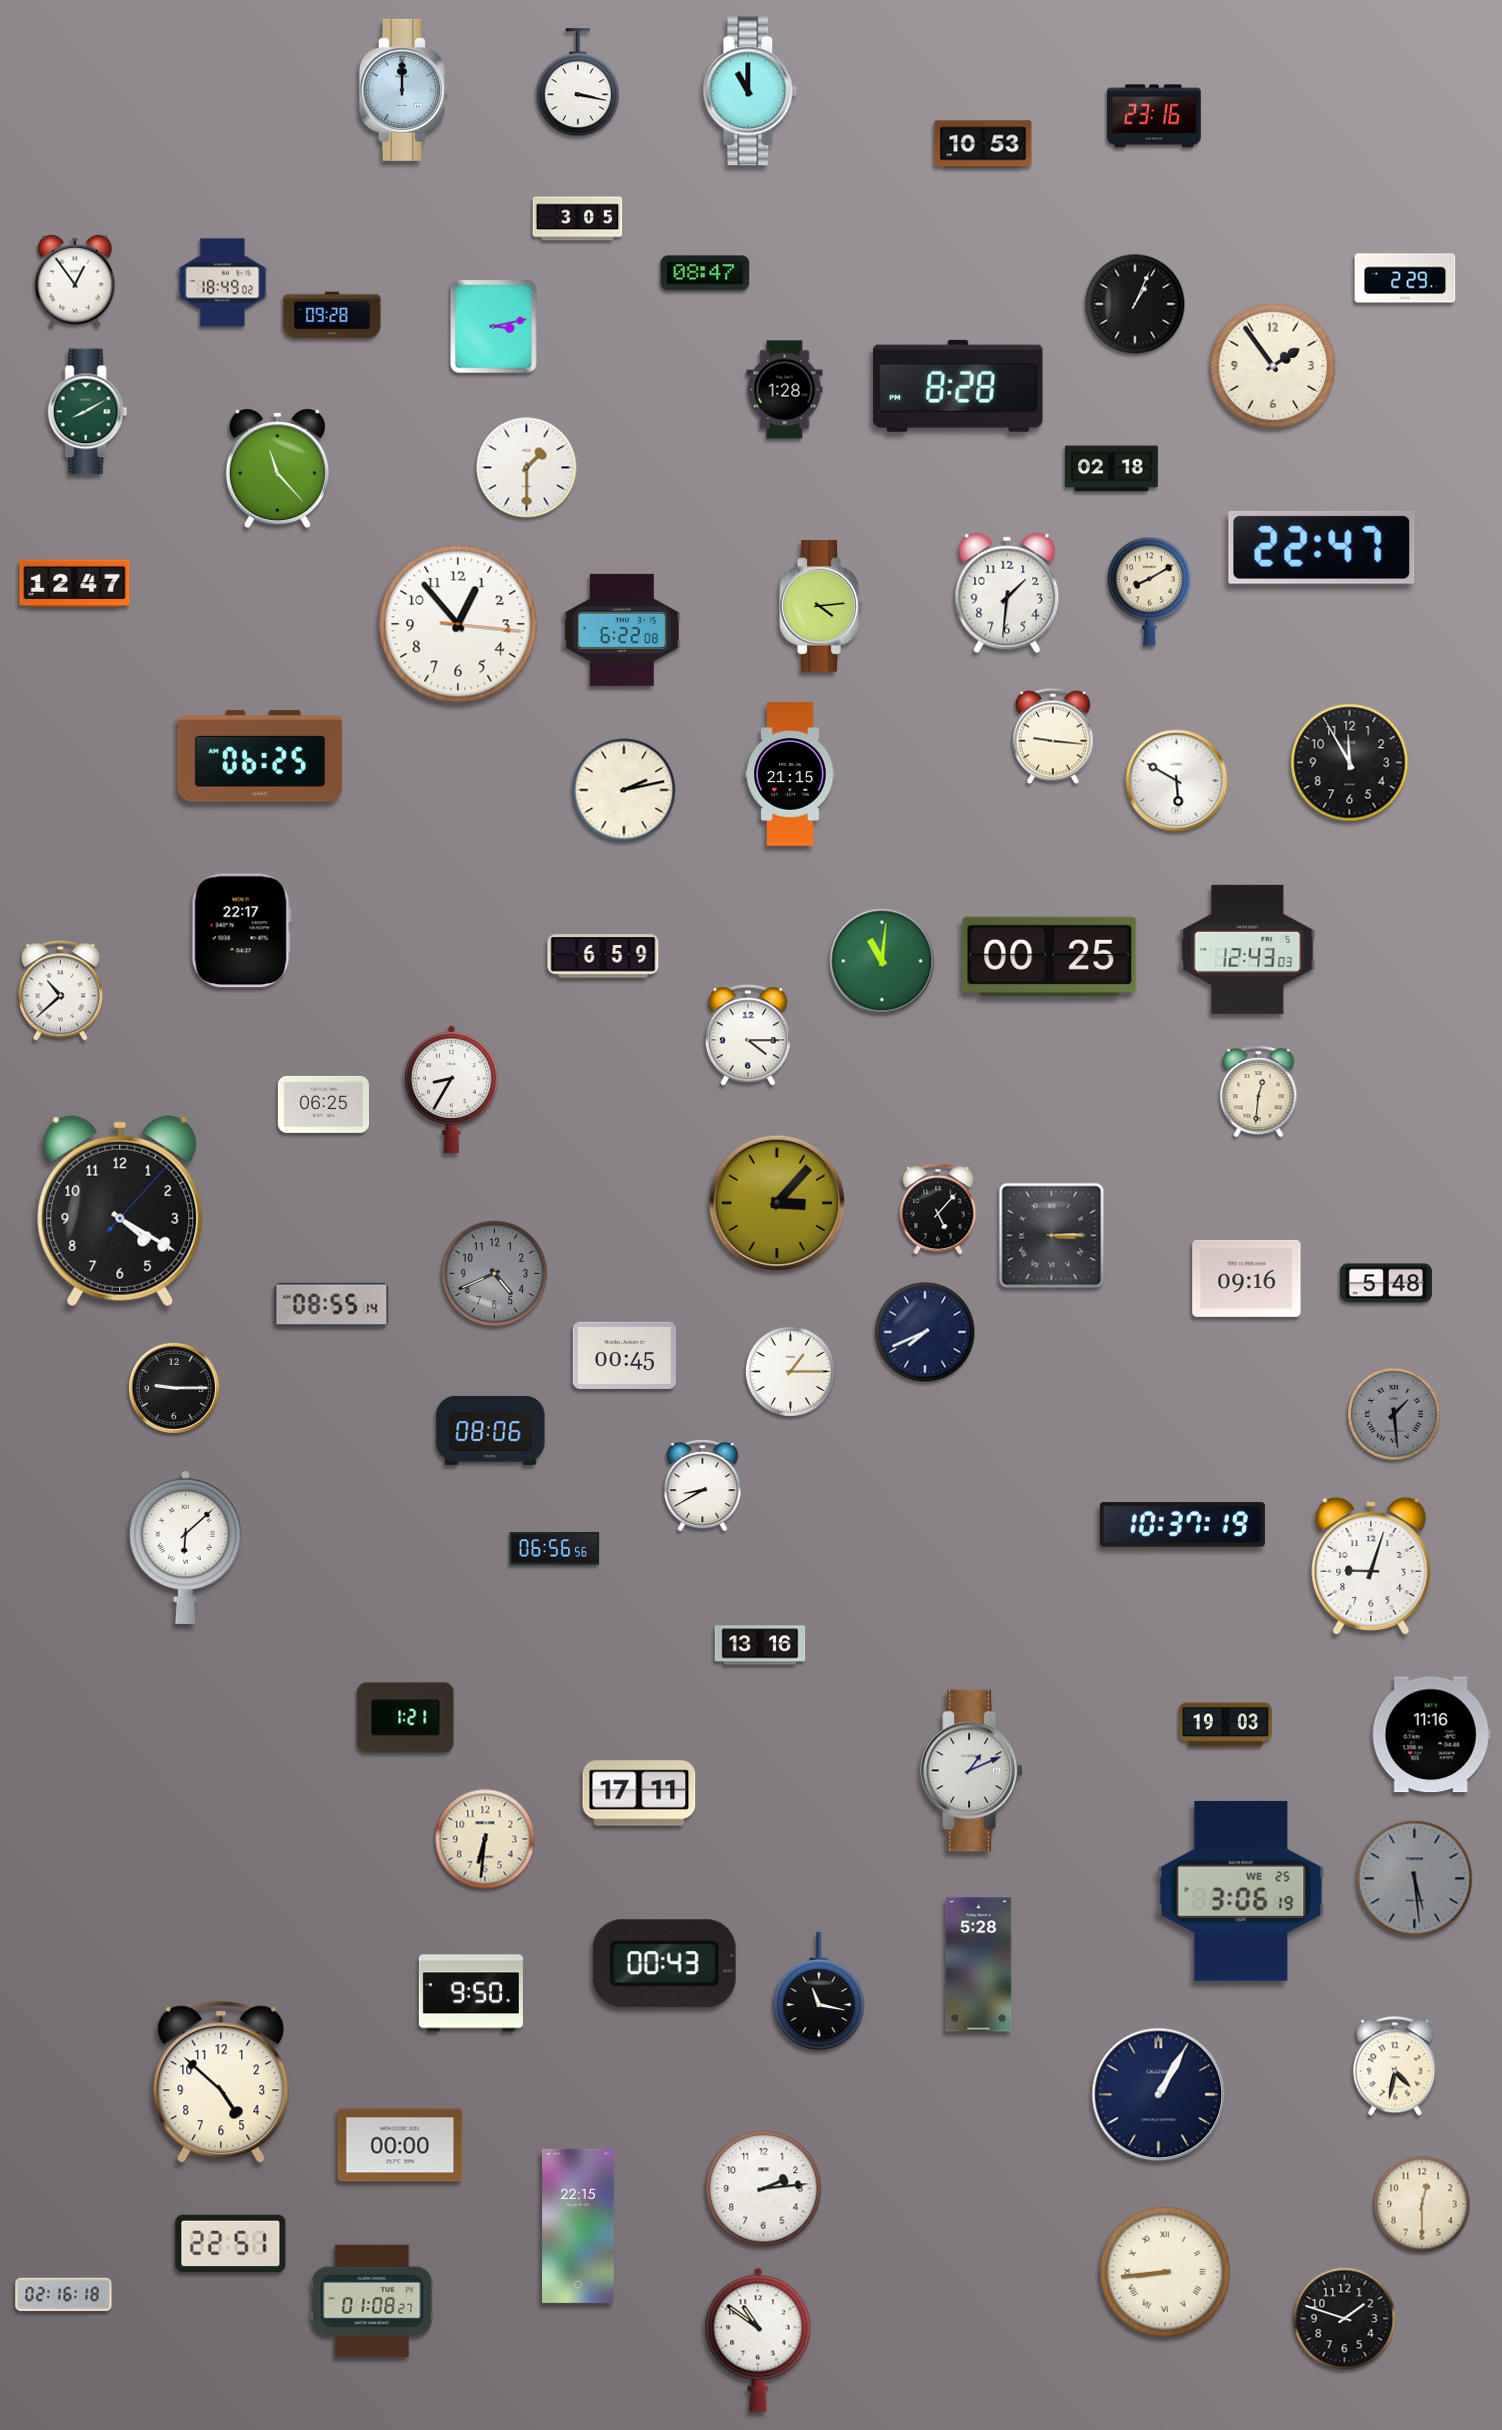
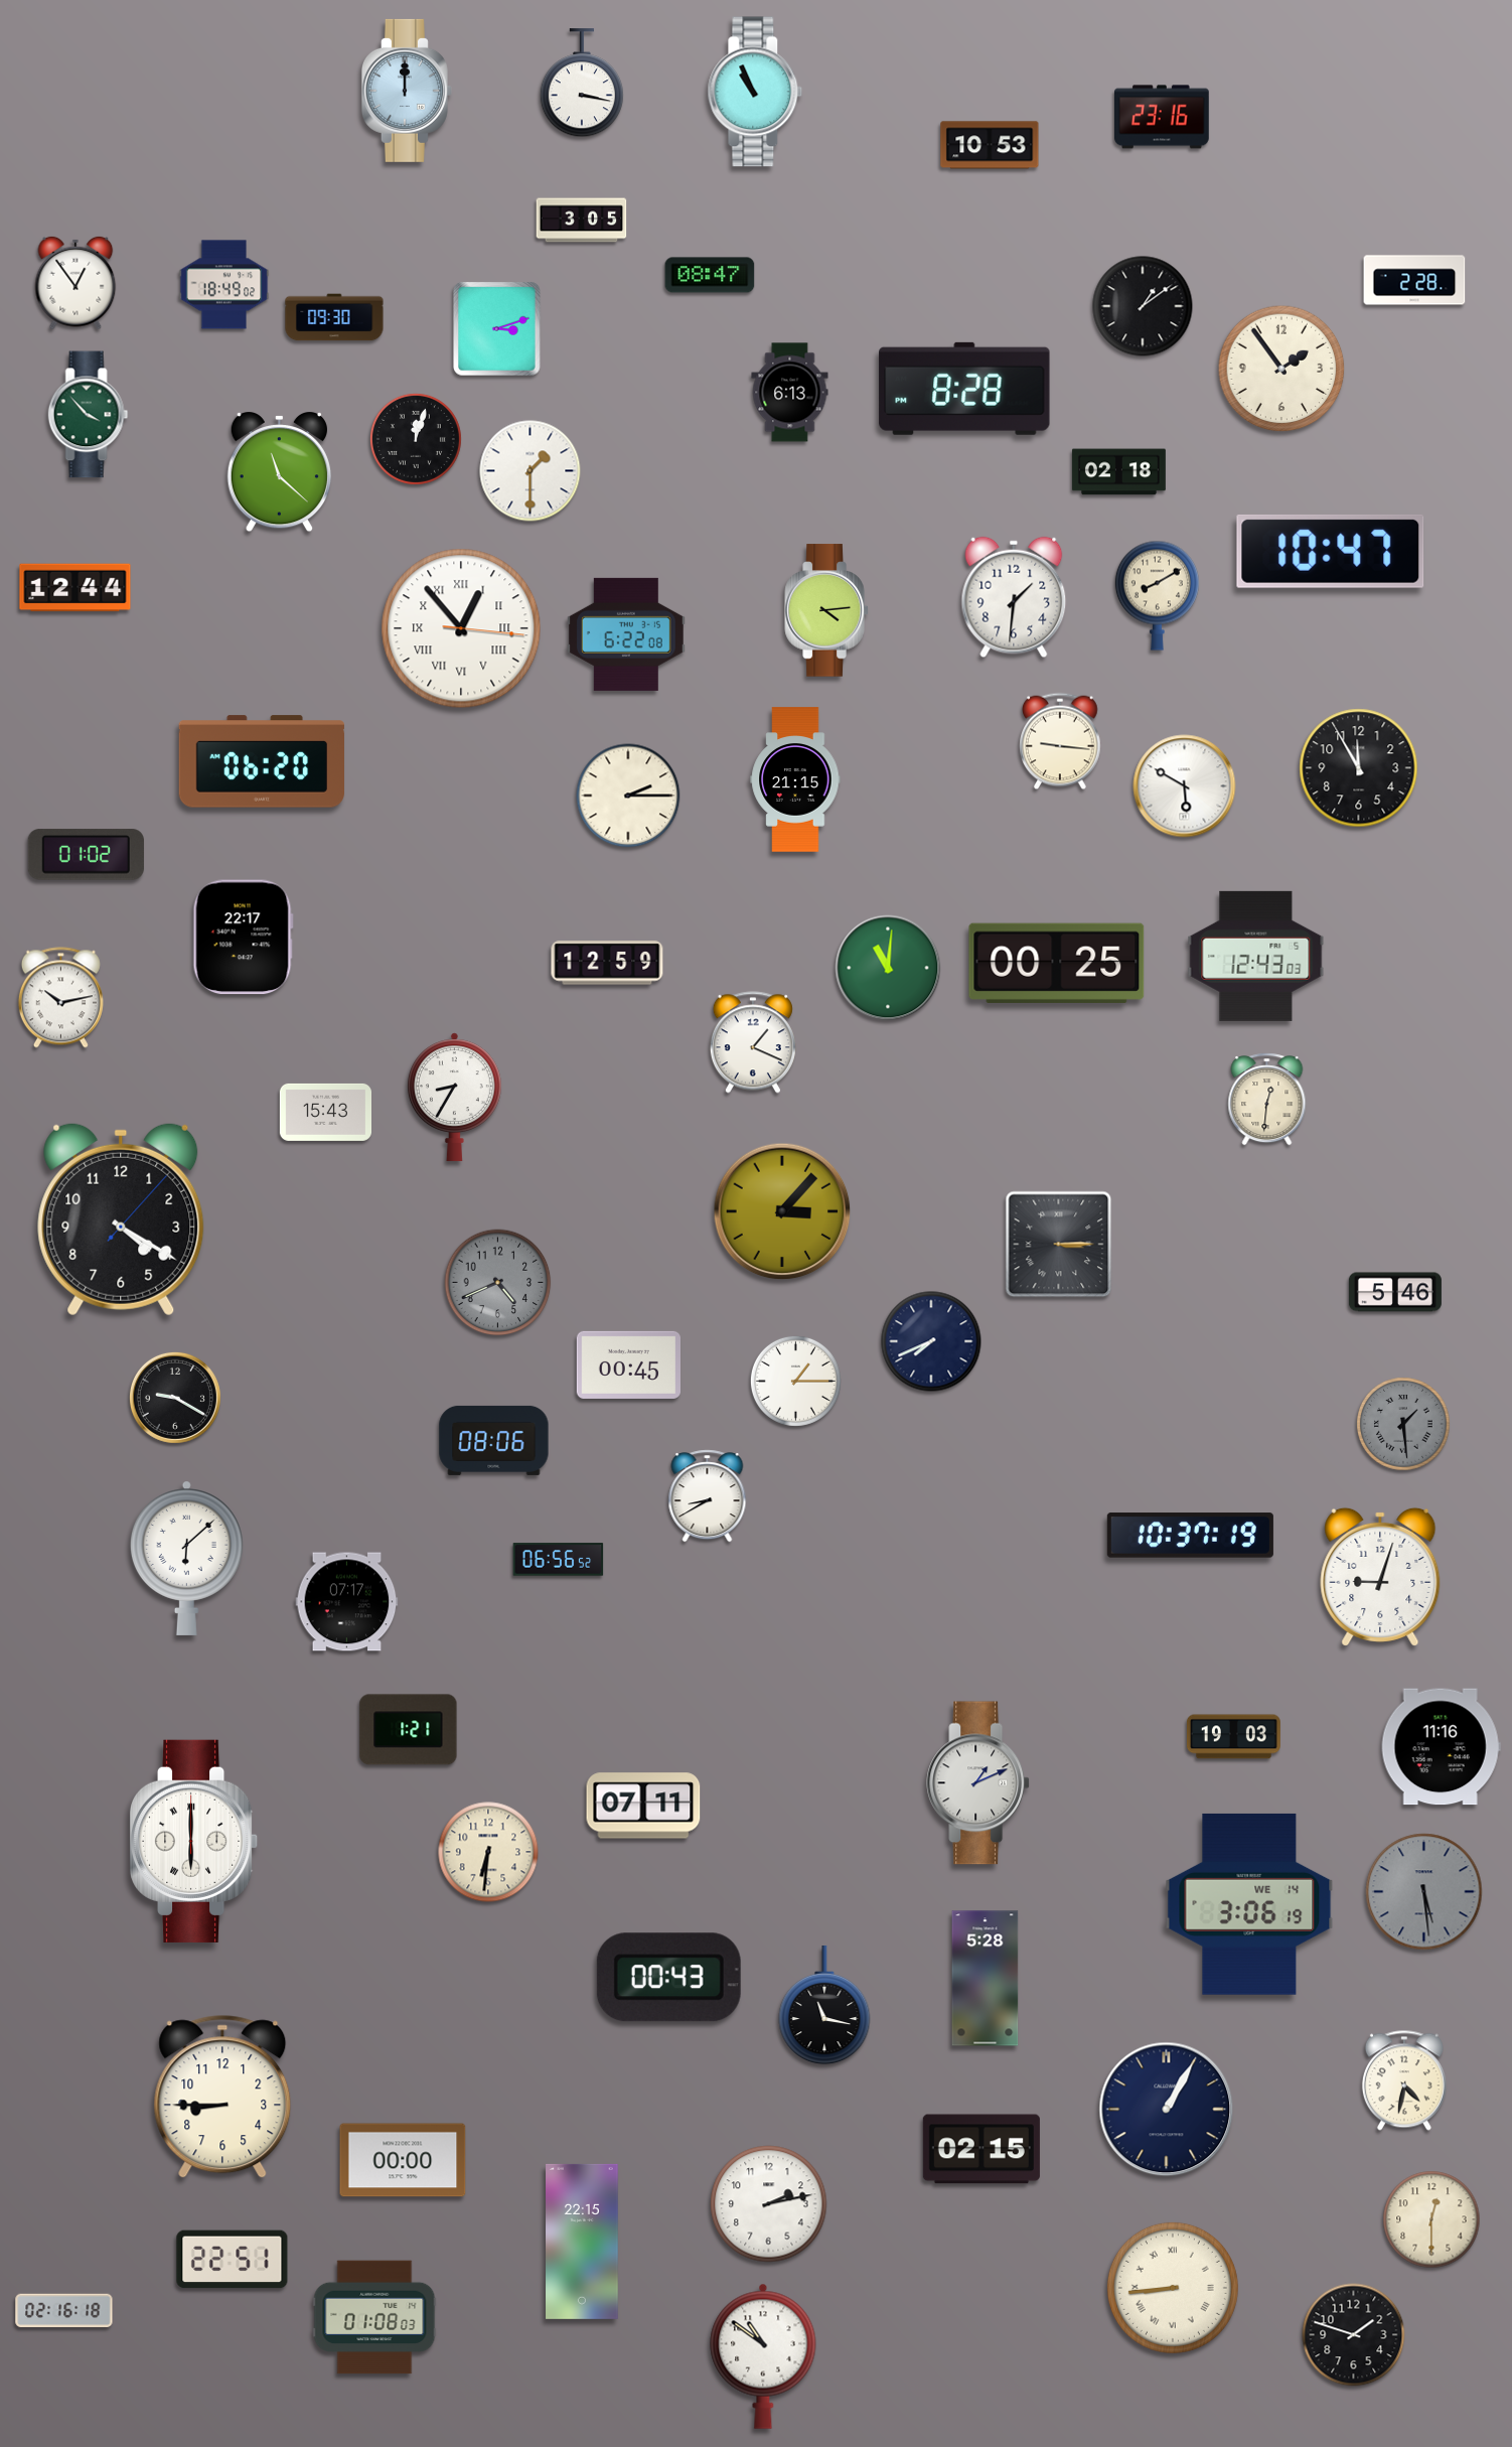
clock at (750, 91): 11:00 -> 10:56
clock at (1405, 278): 2:29 -> 2:28
clock at (1135, 304): 1:04 -> 1:09
clock at (332, 315): 09:28 -> 09:30
clock at (494, 327): 3:13 -> 3:12
clock at (785, 390): 1:28 -> 6:13
clock at (88, 412): 8:10 -> 3:53
clock at (416, 439): none -> 12:03
clock at (277, 470): 11:23 -> 11:22
clock at (1322, 547): 22:47 -> 10:47
clock at (75, 584): 12:47 -> 12:44
clock at (458, 624) numerals: Arabic -> Roman
clock at (260, 756): 06:25 -> 06:20
clock at (624, 790): 2:13 -> 2:15
clock at (86, 855): none -> 01:02
clock at (603, 956): 6:59 -> 12:59
clock at (60, 991): 10:38 -> 10:13
clock at (748, 1035): 4:15 -> 1:19
clock at (323, 1104): 06:25 -> 15:43
clock at (938, 1209): 5:07 -> none
clock at (1247, 1278): 09:16 -> none
clock at (1386, 1283): 5:48 -> 5:46
clock at (332, 1304): 08:55 -> none
clock at (174, 1388): 9:15 -> 9:20
clock at (555, 1549): 06:56:56 -> 06:56:52
clock at (347, 1602): none -> 07:17
clock at (760, 1645): 13:16 -> none
clock at (639, 1793): 17:11 -> 07:11
clock at (194, 1841): none -> 6:00
clock at (1241, 1891) date: WE 25 -> WE 14
clock at (471, 1993): 9:50 -> none
clock at (221, 2082): 4:52 -> 8:45
clock at (981, 2149): none -> 02:15
clock at (764, 2189): 2:14 -> 2:13
clock at (372, 2301): 01:08:27 -> 01:08:03
